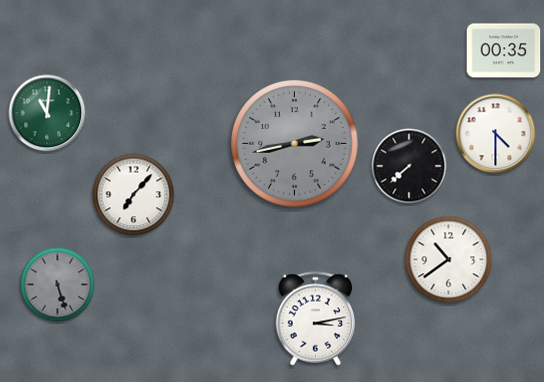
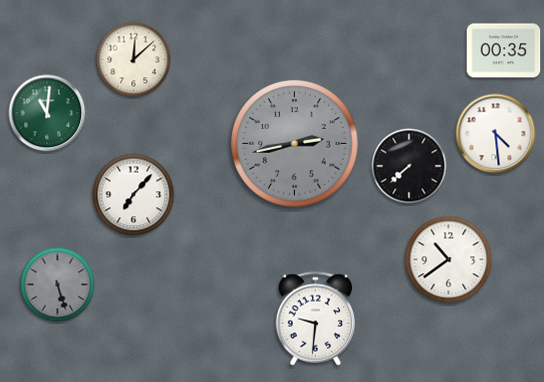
clock at (134, 60): none -> 12:08
clock at (496, 134): 4:30 -> 4:29
clock at (315, 319): 3:13 -> 9:31
